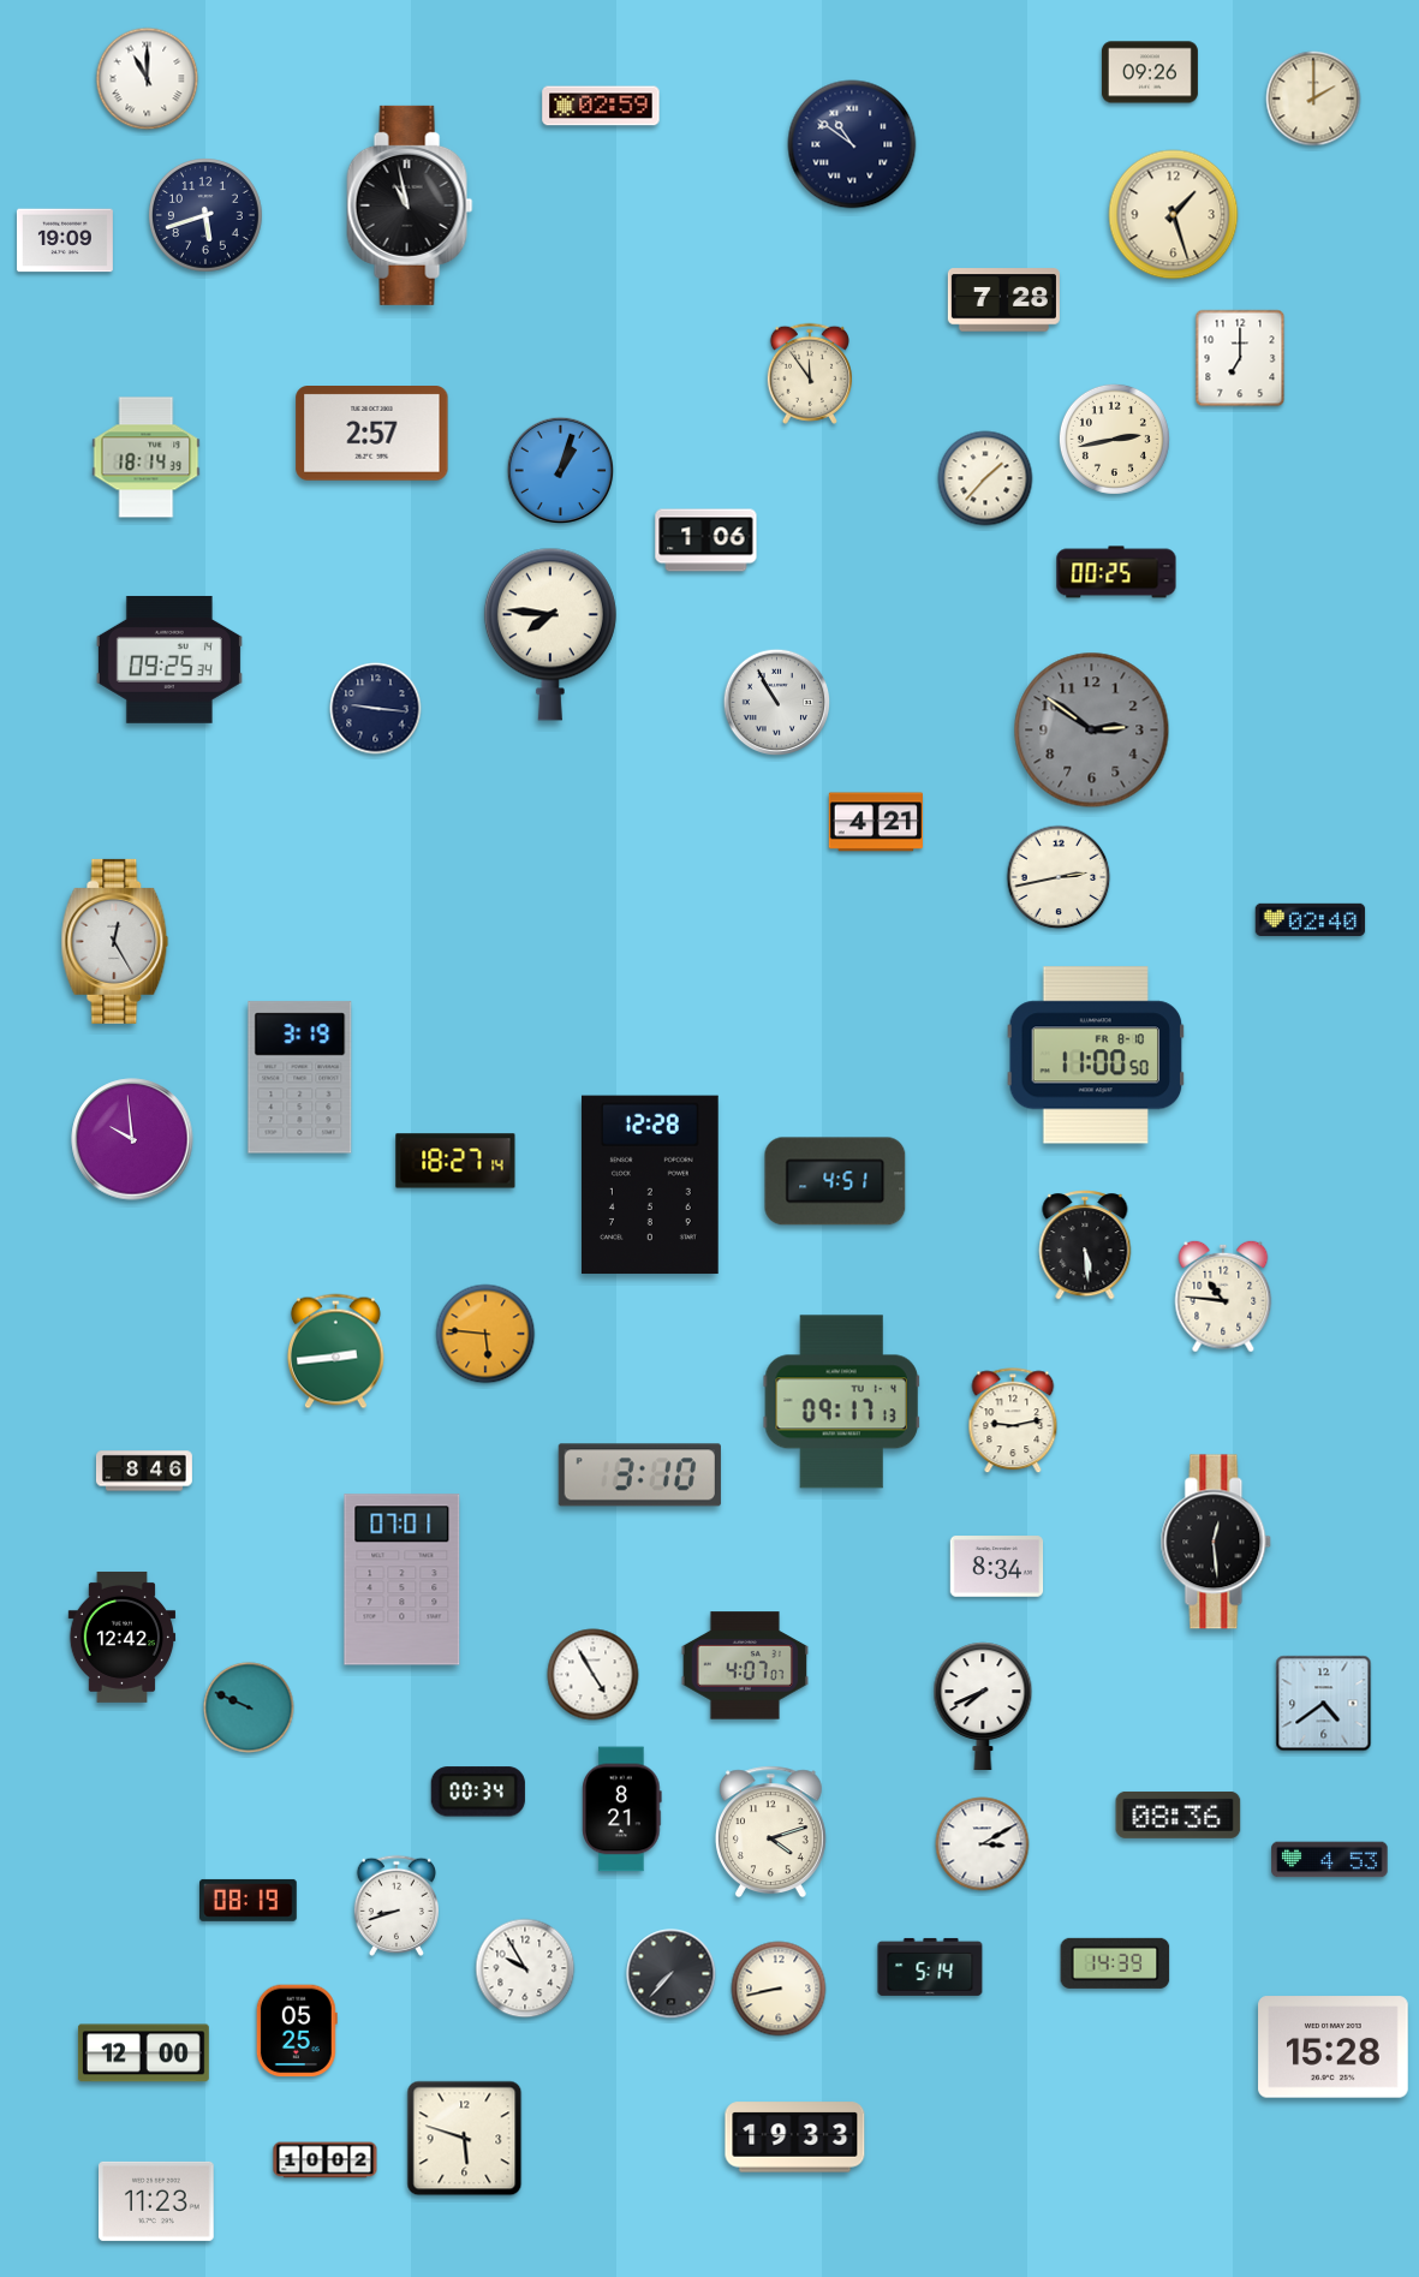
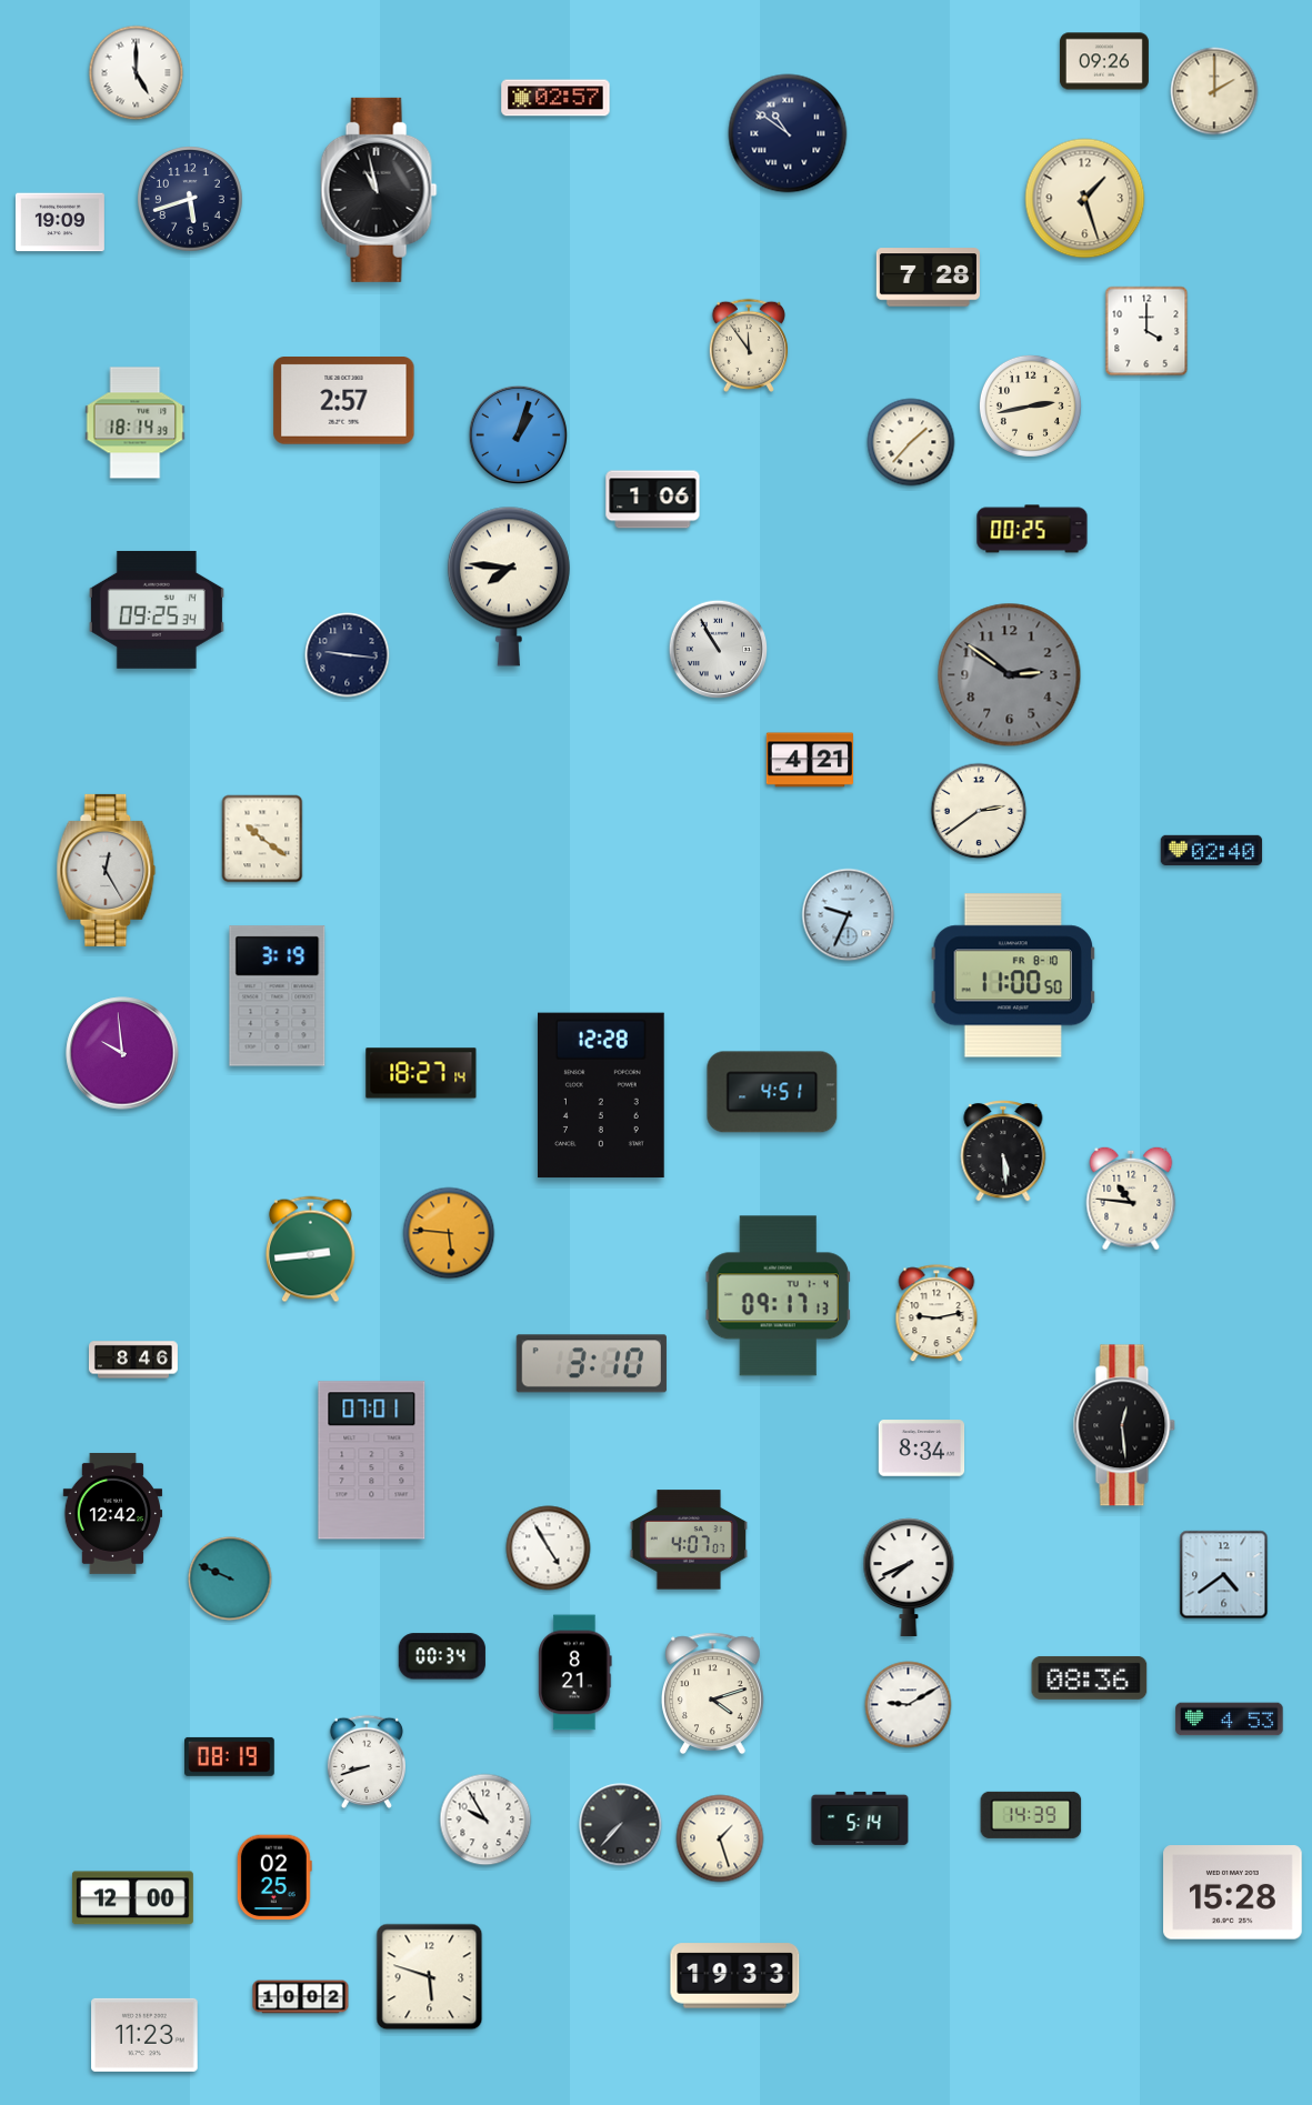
clock at (1150, 72) position: (1150, 72) -> (1104, 61)
clock at (148, 79): 11:00 -> 5:00
clock at (601, 106): 02:59 -> 02:57
clock at (1240, 358): 7:00 -> 4:00
clock at (1059, 877): 2:43 -> 2:39
clock at (262, 839): none -> 10:21
clock at (849, 915): none -> 9:34
clock at (983, 1844): 3:10 -> 9:10
clock at (779, 1989): 8:43 -> 1:27
clock at (297, 2031): 05:25 -> 02:25
